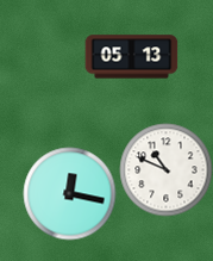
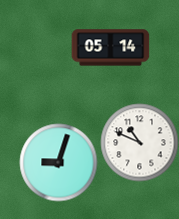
clock at (131, 57): 05:13 -> 05:14
clock at (69, 193): 12:17 -> 9:03
